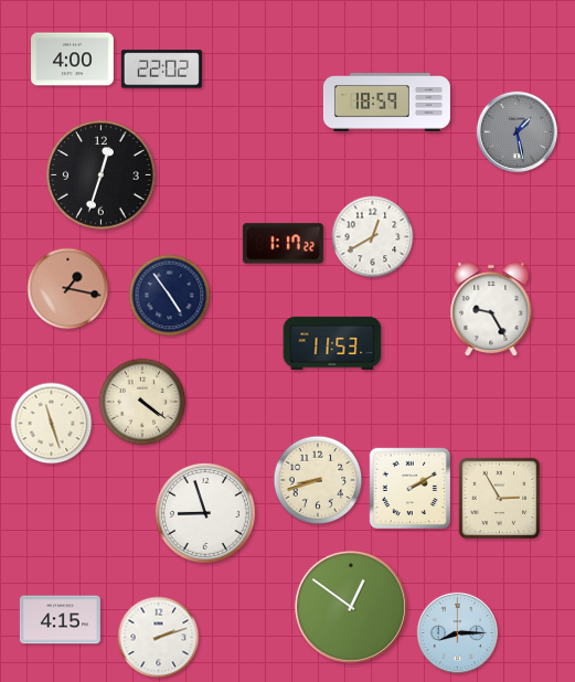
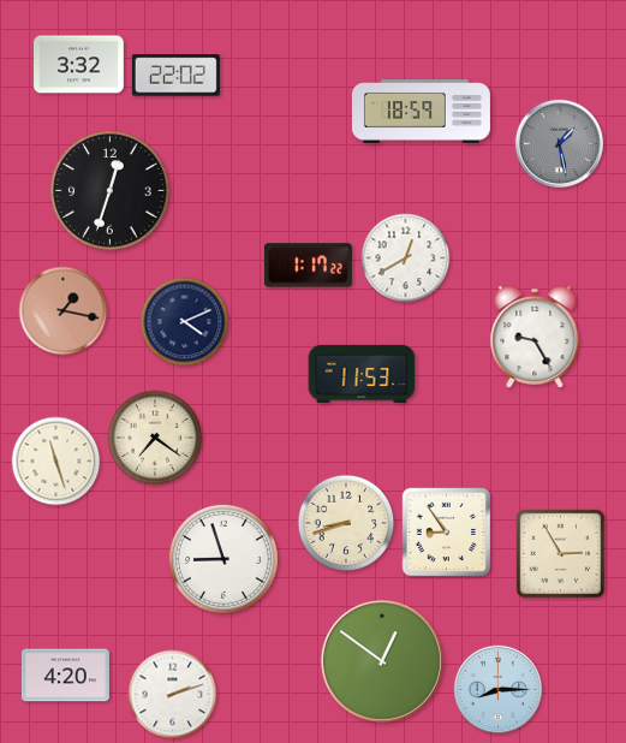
clock at (73, 60): 4:00 -> 3:32
clock at (517, 131) position: (517, 131) -> (559, 143)
clock at (68, 289) position: (68, 289) -> (64, 311)
clock at (170, 296): 4:54 -> 4:11
clock at (142, 402): 4:21 -> 7:21
clock at (411, 489): 2:10 -> 8:54
clock at (500, 499) position: (500, 499) -> (561, 554)
clock at (60, 620): 4:15 -> 4:20
